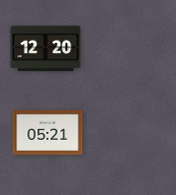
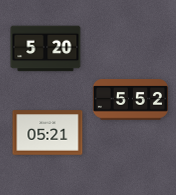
clock at (46, 49): 12:20 -> 5:20
clock at (130, 100): none -> 5:52
